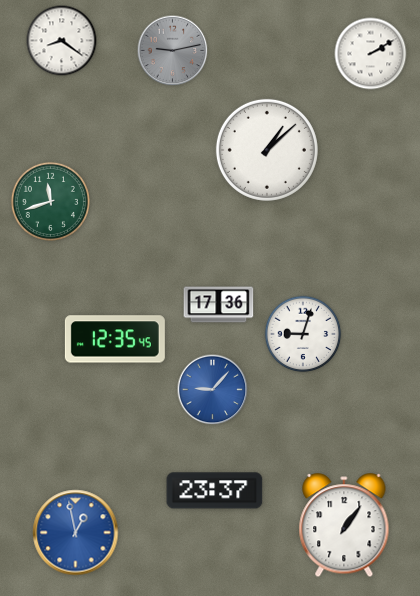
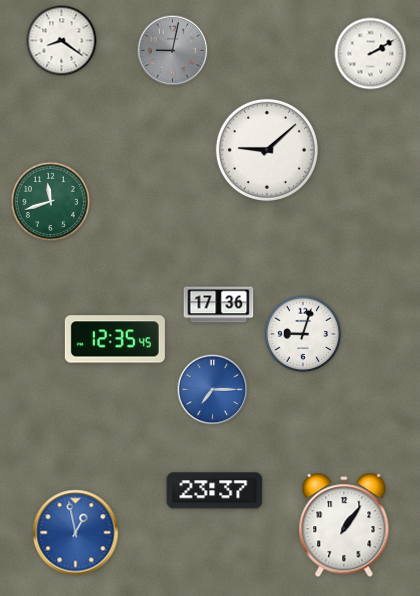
clock at (173, 51): 9:13 -> 9:02
clock at (267, 150): 1:08 -> 9:08
clock at (213, 390): 9:07 -> 7:15
